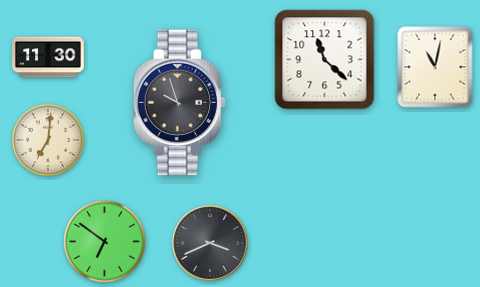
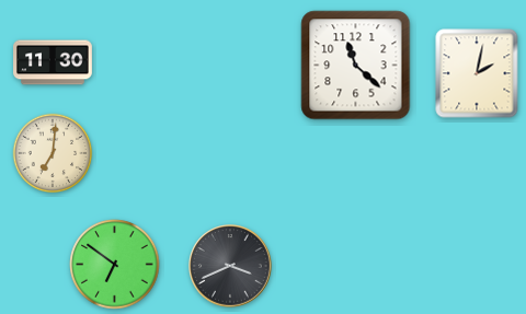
clock at (435, 67): 11:02 -> 2:02
clock at (179, 103): 9:57 -> none
